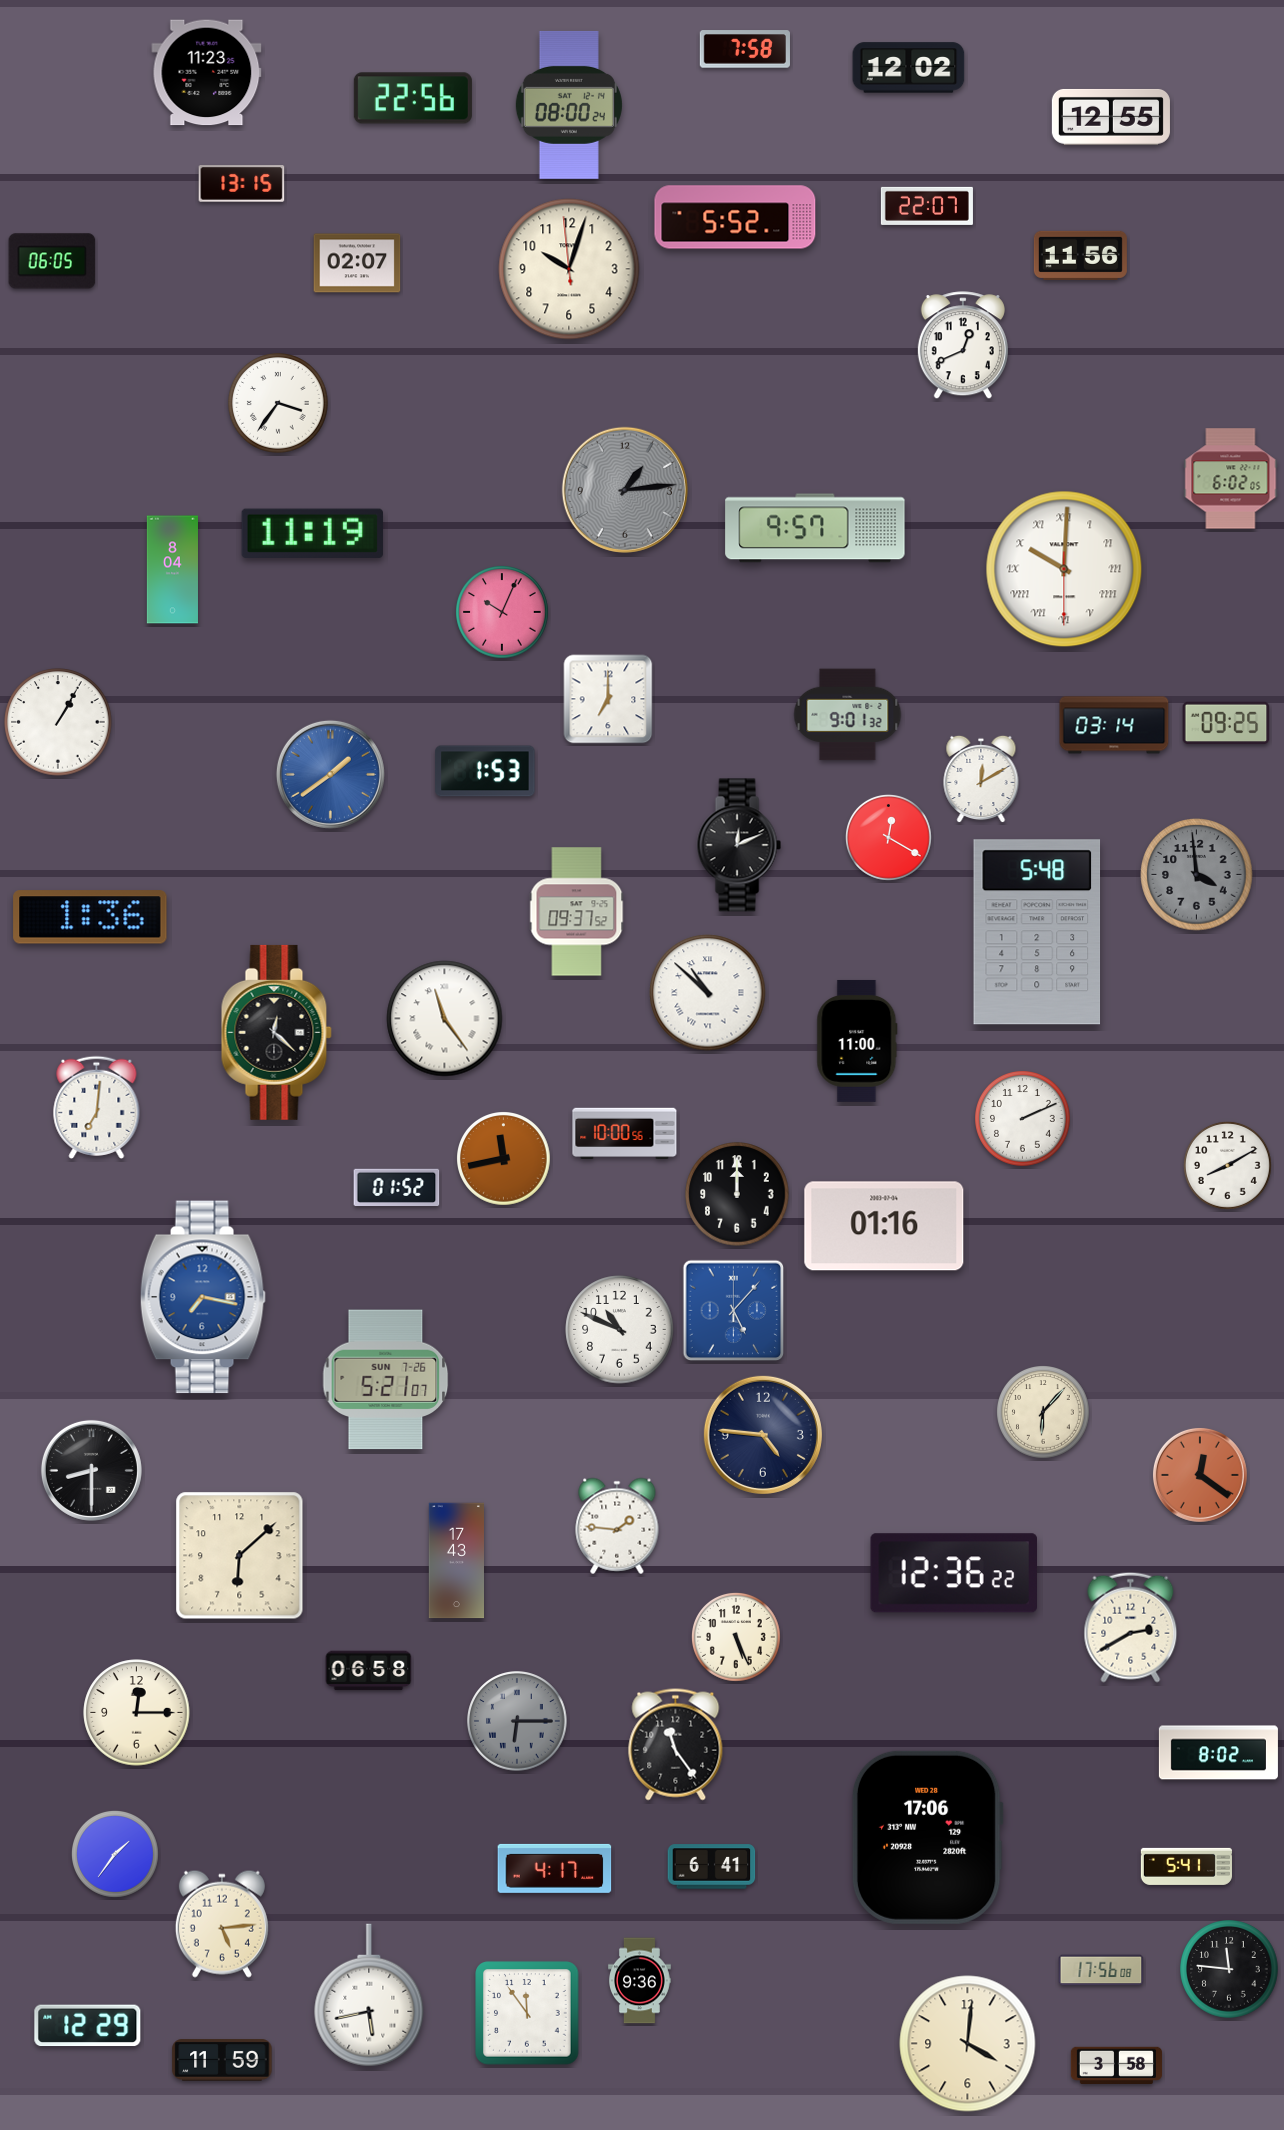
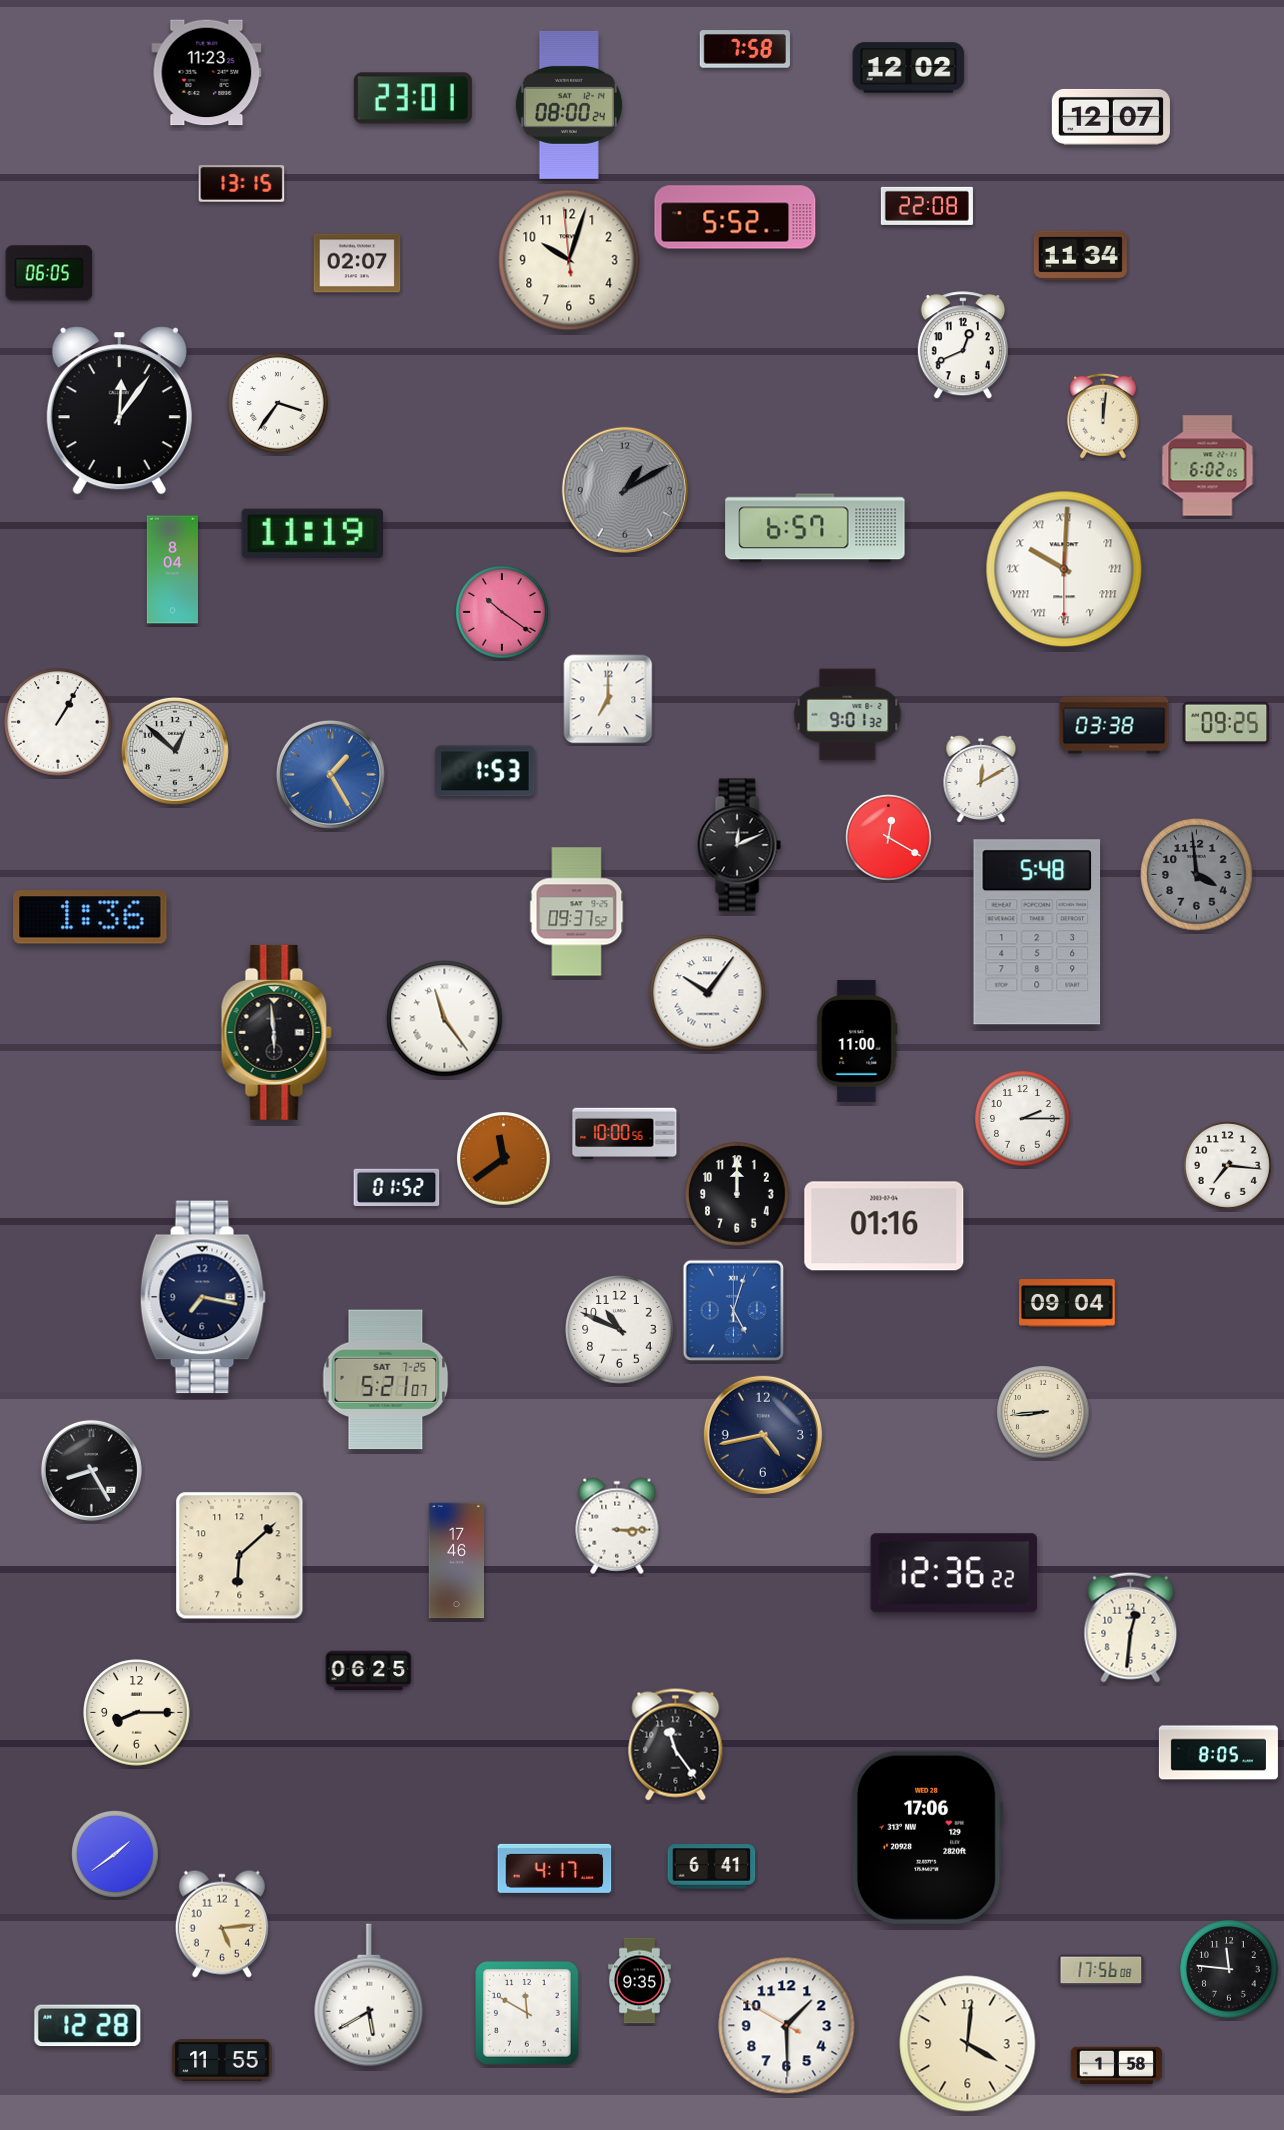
clock at (413, 98): 22:56 -> 23:01
clock at (1111, 117): 12:55 -> 12:07
clock at (927, 206): 22:07 -> 22:08
clock at (1080, 255): 11:56 -> 11:34
clock at (52, 261) position: (52, 261) -> (49, 273)
clock at (569, 269) position: (569, 269) -> (569, 260)
clock at (119, 411): none -> 12:06
clock at (1103, 416): none -> 12:01
clock at (1231, 479) position: (1231, 479) -> (1208, 466)
clock at (625, 490): 1:14 -> 1:10
clock at (815, 528): 9:57 -> 6:57
clock at (503, 613): 10:04 -> 10:21
clock at (1114, 725): 03:14 -> 03:38
clock at (175, 751): none -> 12:52
clock at (330, 774): 1:39 -> 1:25
clock at (708, 993): 10:52 -> 10:06
clock at (276, 1032): 12:22 -> 5:59
clock at (97, 1107): 7:01 -> none
clock at (1023, 1119): 2:11 -> 2:15
clock at (504, 1159): 11:43 -> 11:39
clock at (1227, 1165): 8:10 -> 7:16
clock at (203, 1297) dial: blue -> navy
clock at (1068, 1304): none -> 09:04
clock at (734, 1311): 5:07 -> 5:03
clock at (386, 1380) date: SUN 7-26 -> SAT 7-25
clock at (1044, 1413): 6:07 -> 8:44
clock at (763, 1435): 4:46 -> 4:43
clock at (91, 1470): 8:30 -> 8:25
clock at (1200, 1475): 12:21 -> none
clock at (617, 1526): 1:46 -> 3:15
clock at (456, 1561): 17:43 -> 17:46
clock at (1131, 1627): 2:40 -> 12:31
clock at (736, 1637): 5:26 -> none
clock at (369, 1671): 06:58 -> 06:25
clock at (137, 1713): 12:15 -> 8:15
clock at (517, 1721): 6:15 -> none
clock at (1218, 1753): 8:02 -> 8:05
clock at (115, 1854): 1:36 -> 1:39
clock at (1186, 1866): 5:41 -> none
clock at (640, 1981): 9:36 -> 9:35
clock at (369, 1995): 5:43 -> 5:40
clock at (527, 2013): 11:54 -> 11:50
clock at (88, 2026): 12:29 -> 12:28
clock at (787, 2026): none -> 1:29
clock at (222, 2060): 11:59 -> 11:55
clock at (1116, 2065): 3:58 -> 1:58
